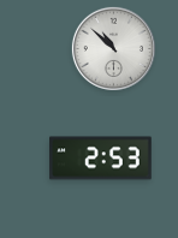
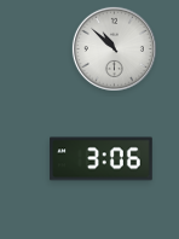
clock at (101, 159): 2:53 -> 3:06
